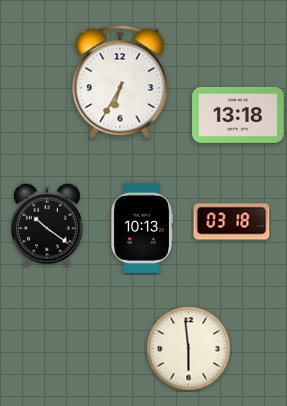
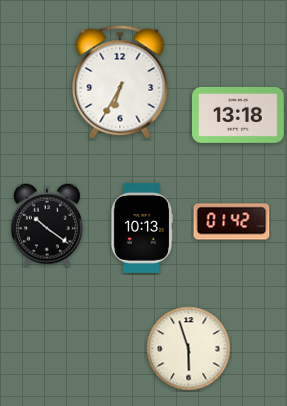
clock at (232, 222): 03:18 -> 01:42
clock at (189, 349): 5:59 -> 5:57
